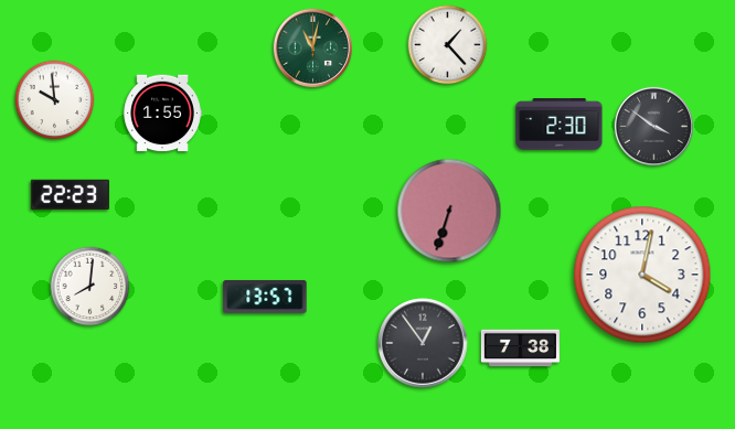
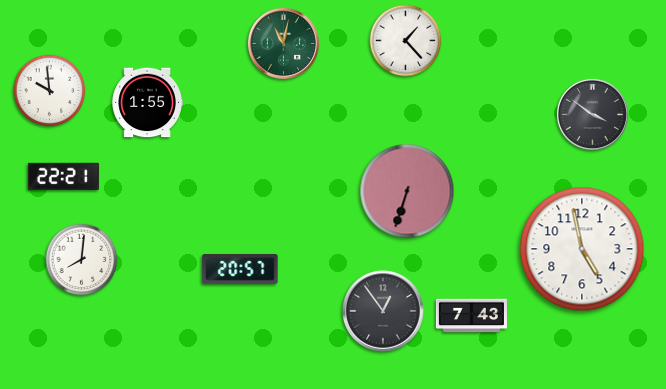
clock at (560, 125): 2:30 -> none
clock at (70, 195): 22:23 -> 22:21
clock at (642, 275): 4:02 -> 4:58
clock at (265, 297): 13:57 -> 20:57
clock at (520, 348): 7:38 -> 7:43
